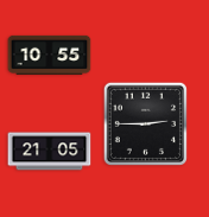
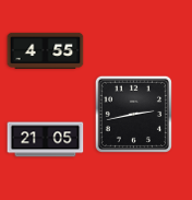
clock at (50, 55): 10:55 -> 4:55
clock at (145, 123): 2:45 -> 2:43
